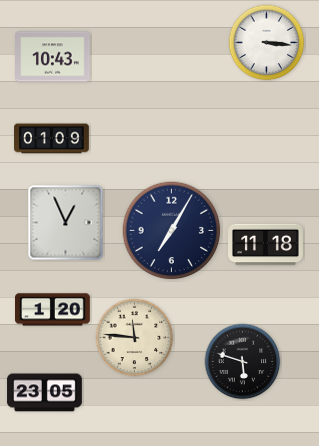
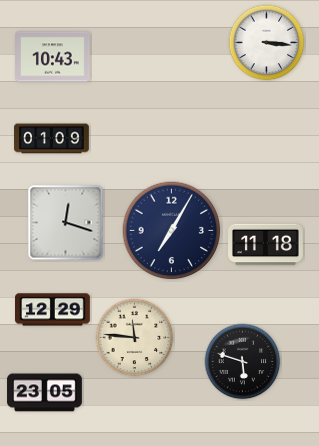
clock at (66, 223): 12:56 -> 12:18
clock at (53, 310): 1:20 -> 12:29
